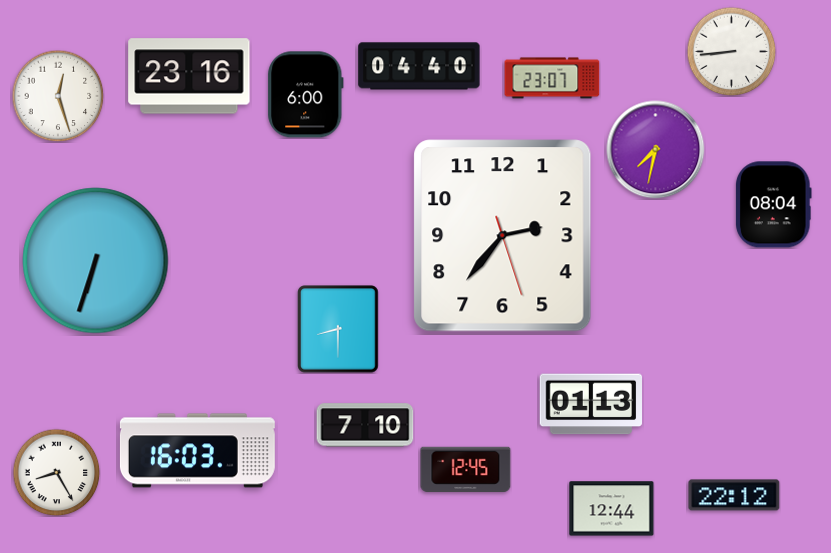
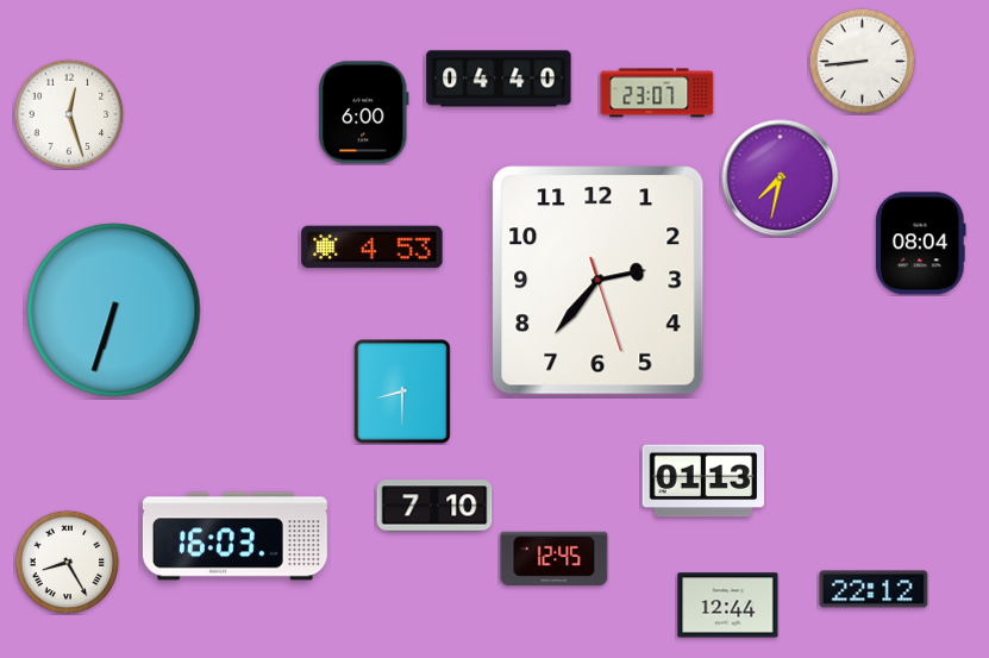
clock at (731, 51) position: (731, 51) -> (862, 61)
clock at (189, 76): 23:16 -> none
clock at (373, 247): none -> 4:53
